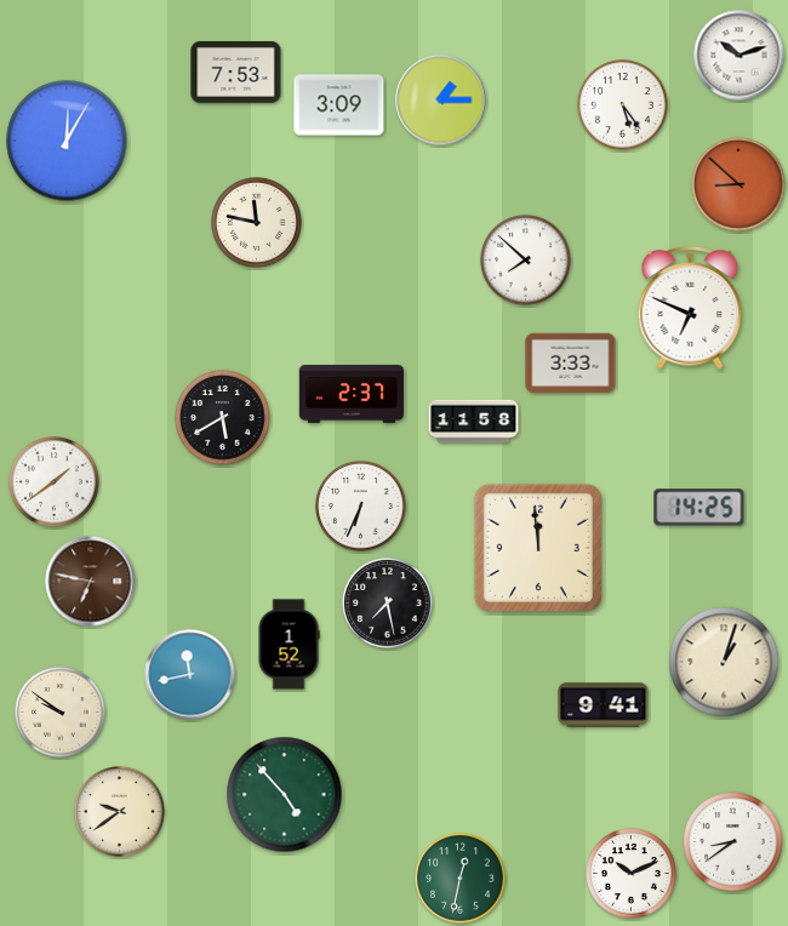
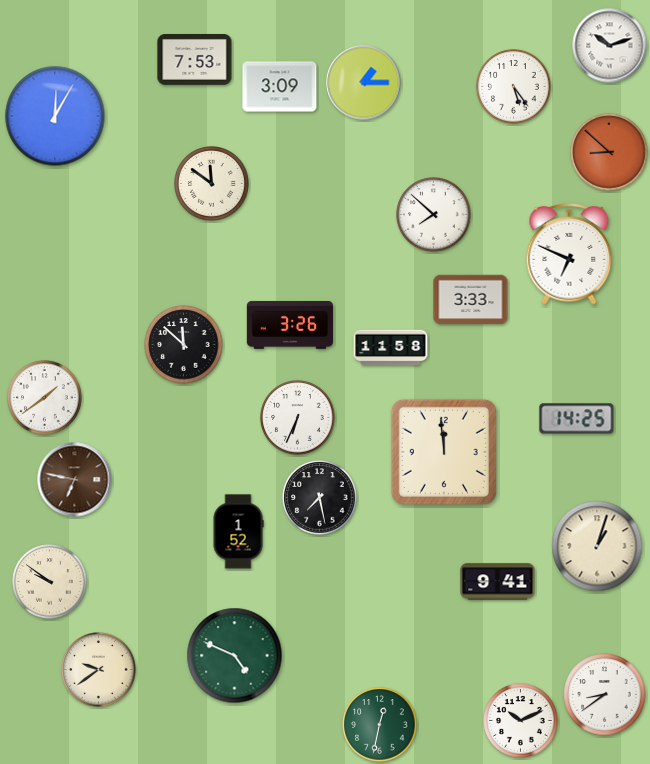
clock at (257, 223): 11:47 -> 11:51
clock at (352, 394): 2:37 -> 3:26
clock at (223, 418): 5:40 -> 11:52
clock at (190, 675): 11:43 -> none
clock at (61, 713) position: (61, 713) -> (50, 582)
clock at (285, 795): 4:53 -> 4:49
